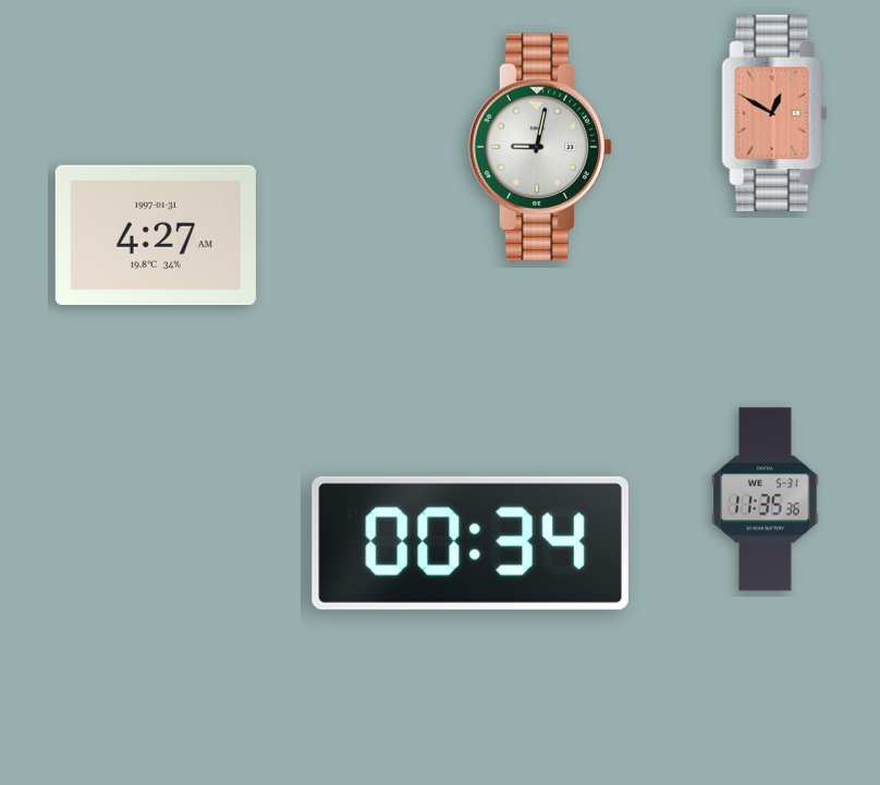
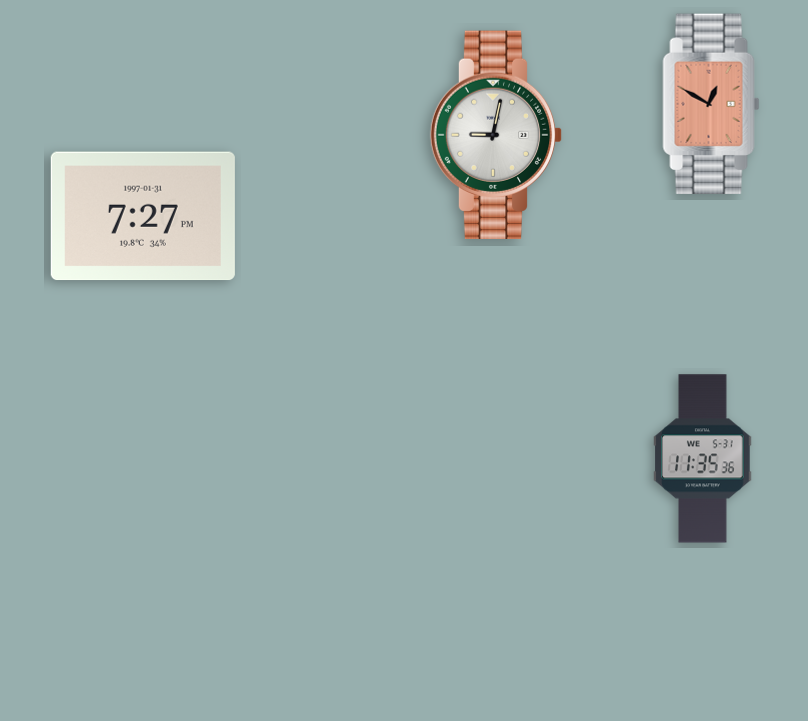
clock at (156, 235): 4:27 -> 7:27
clock at (470, 543): 00:34 -> none
